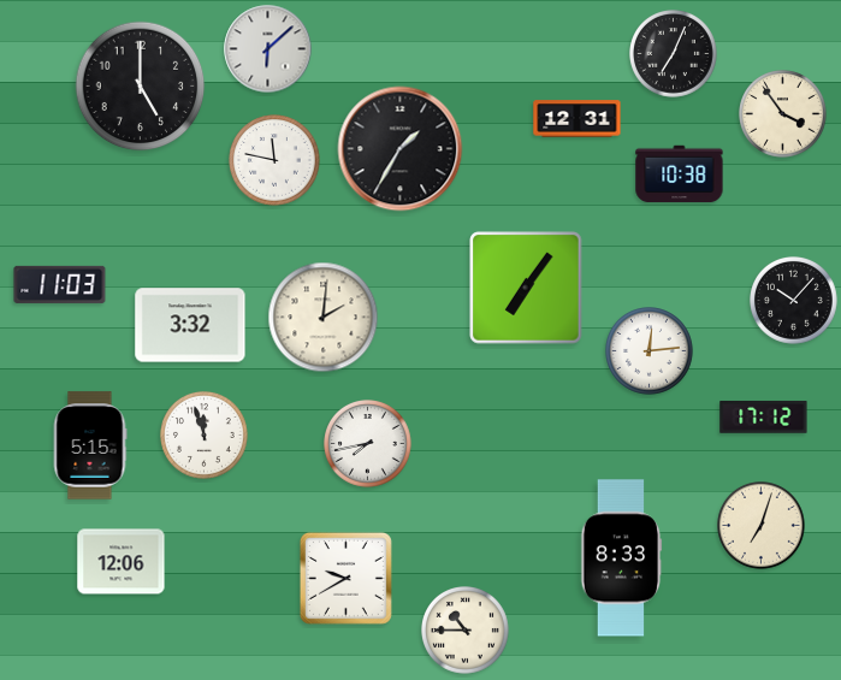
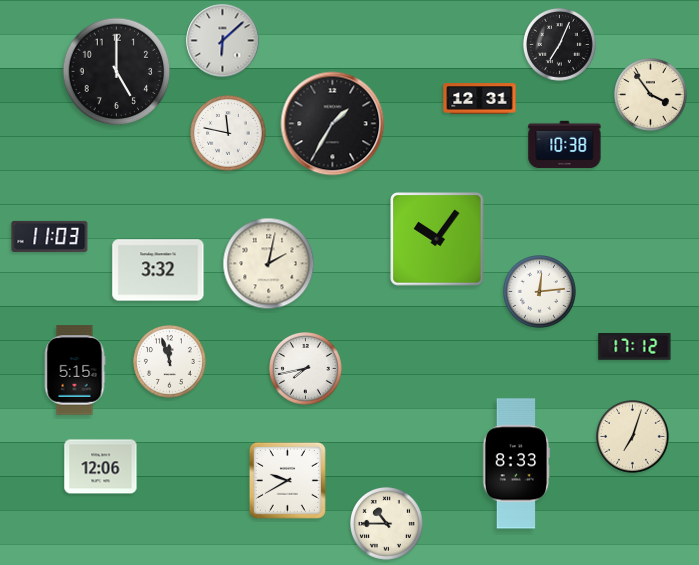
clock at (526, 288): 7:06 -> 10:06
clock at (794, 301): 10:07 -> none
clock at (324, 318): 2:01 -> 2:02
